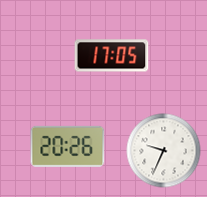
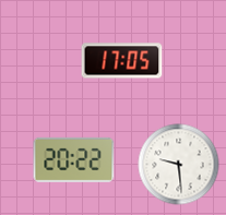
clock at (68, 146): 20:26 -> 20:22
clock at (164, 151): 9:34 -> 9:29
